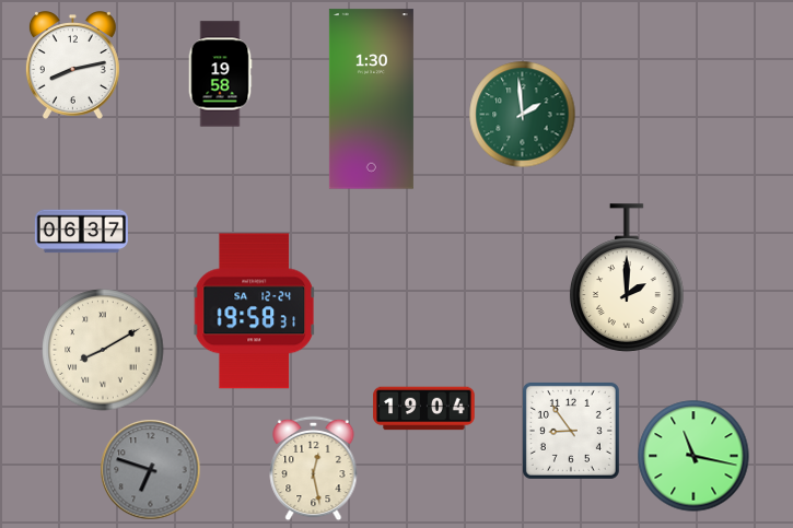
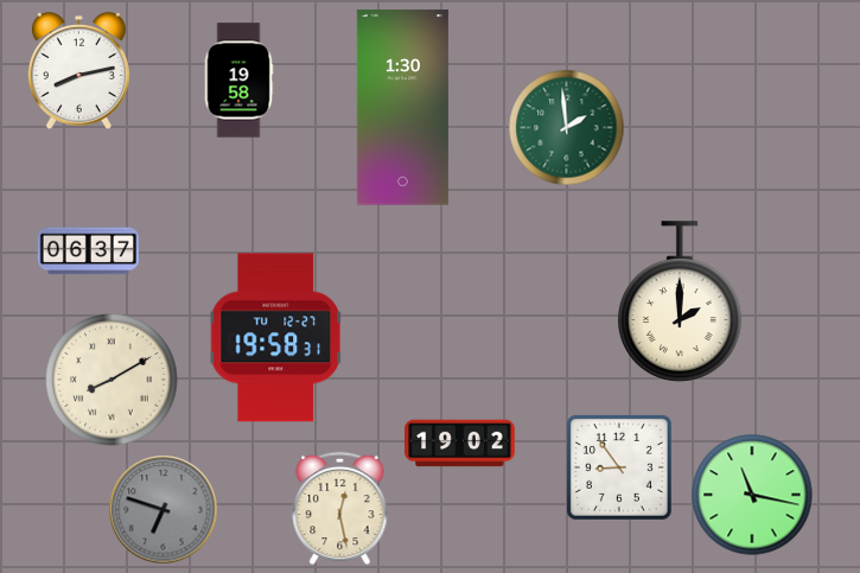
clock at (523, 115) position: (523, 115) -> (567, 128)
clock at (255, 312) date: SA 12-24 -> TU 12-27
clock at (424, 409): 19:04 -> 19:02
